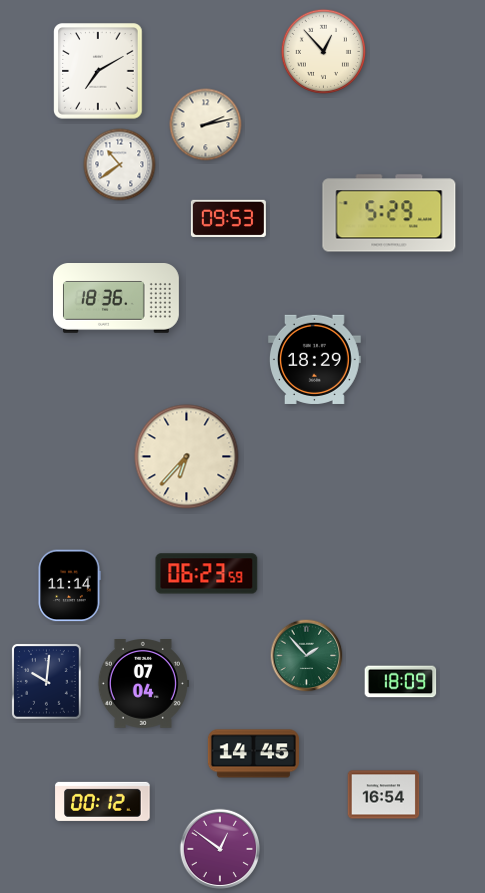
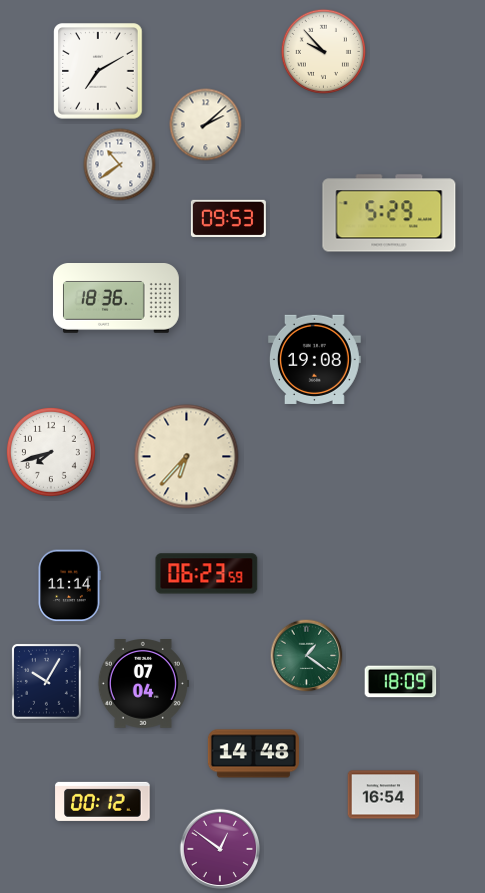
clock at (323, 51): 12:53 -> 9:53
clock at (206, 125): 2:13 -> 2:08
clock at (314, 359): 18:29 -> 19:08
clock at (51, 452): none -> 7:42
clock at (307, 656): 1:53 -> 1:21
clock at (47, 682): 10:01 -> 10:05
clock at (253, 754): 14:45 -> 14:48
